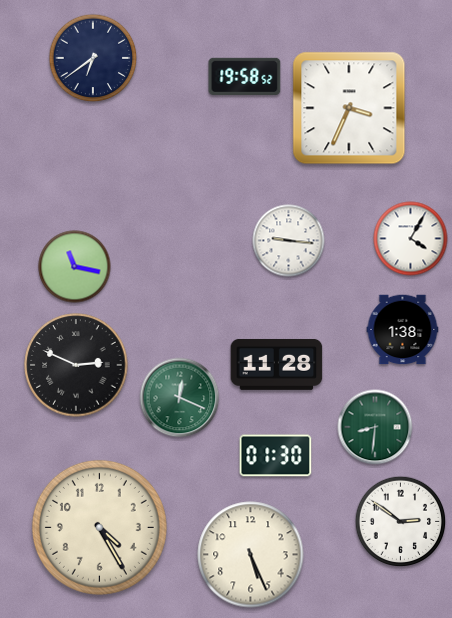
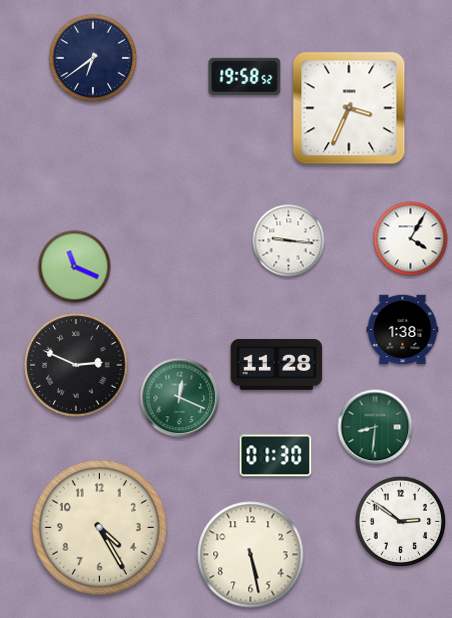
clock at (75, 267): 11:17 -> 11:19
clock at (251, 555): 5:26 -> 5:28
